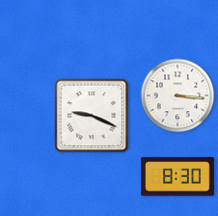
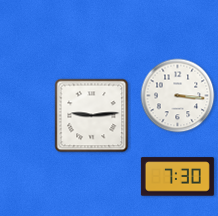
clock at (92, 116): 9:19 -> 9:14
clock at (177, 177): 8:30 -> 7:30
